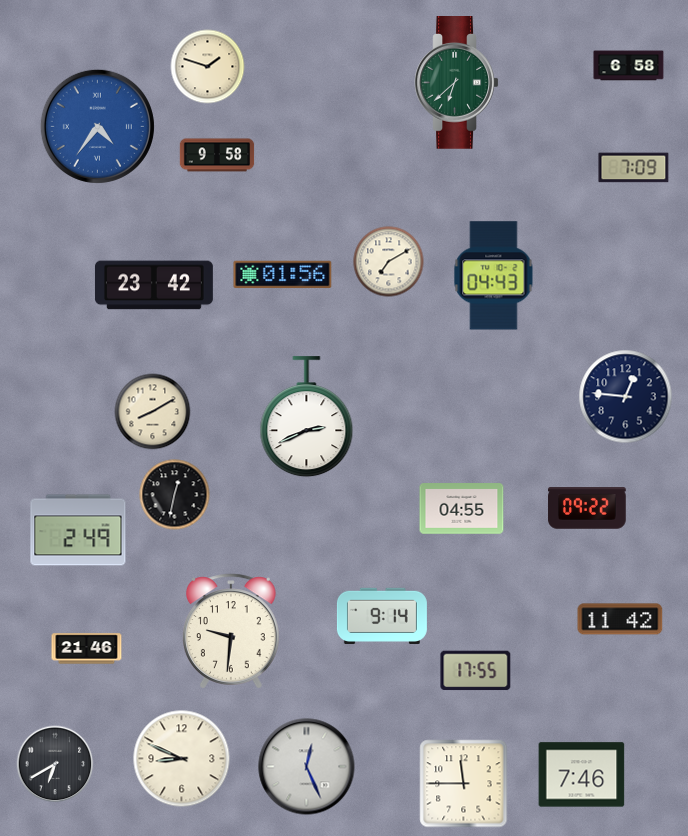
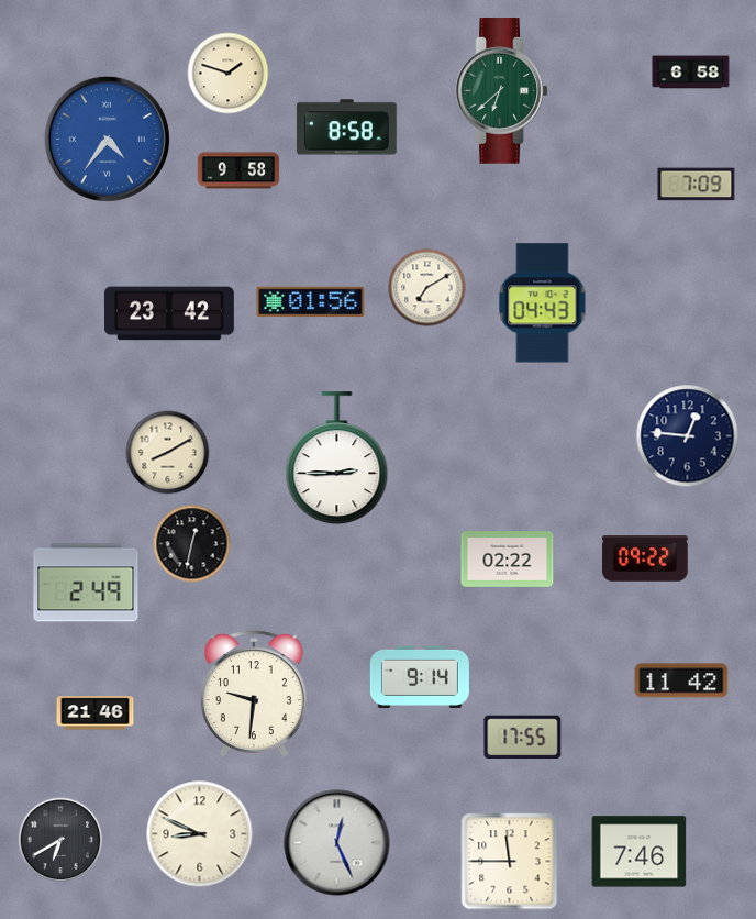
clock at (346, 128): none -> 8:58
clock at (307, 417): 2:41 -> 2:45
clock at (462, 509): 04:55 -> 02:22
